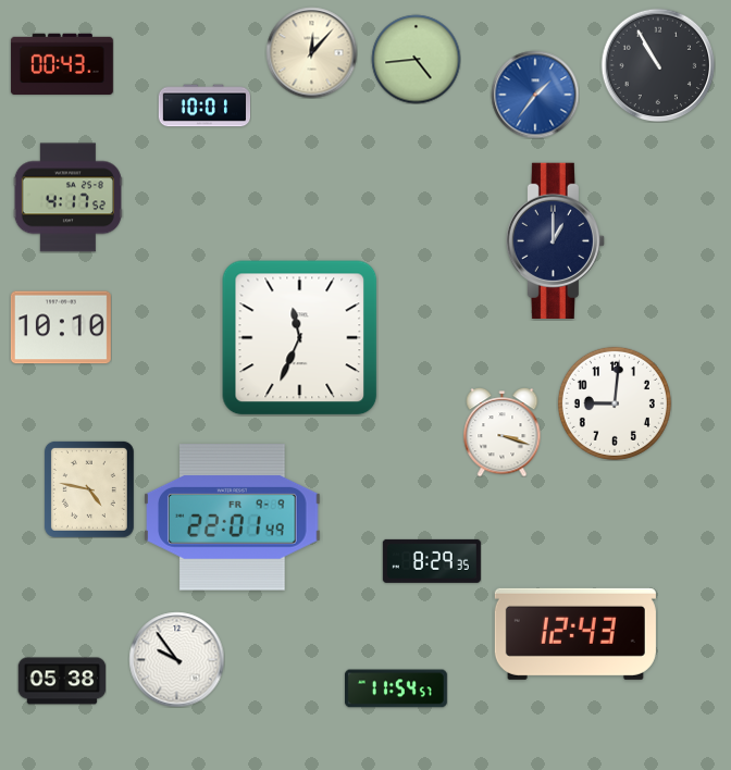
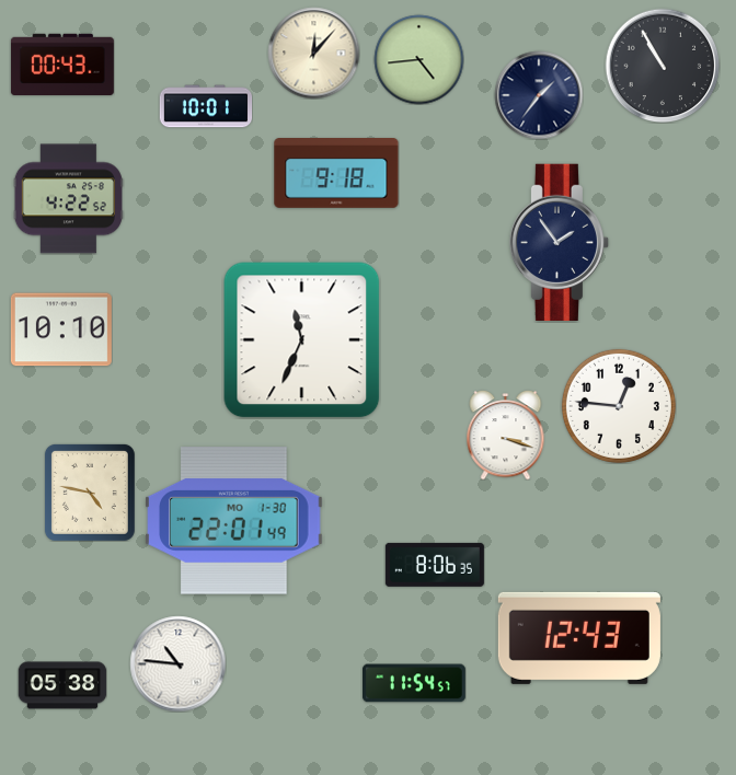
clock at (535, 95) dial: blue -> navy
clock at (336, 174): none -> 9:18
clock at (67, 198): 4:17 -> 4:22
clock at (555, 240): 1:00 -> 1:54
clock at (615, 403): 9:01 -> 12:46
clock at (233, 518) date: FR 9-9 -> MO 1-30
clock at (432, 561): 8:29 -> 8:06
clock at (176, 659): 9:54 -> 10:46
clock at (396, 688) position: (396, 688) -> (414, 683)
